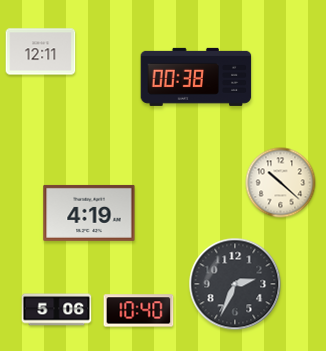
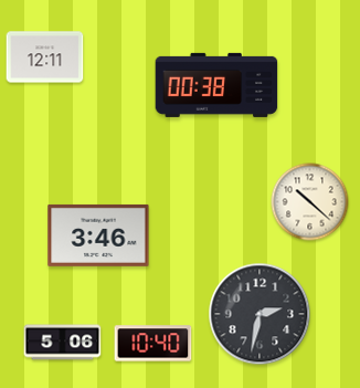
clock at (89, 213): 4:19 -> 3:46
clock at (235, 284): 2:34 -> 2:32
